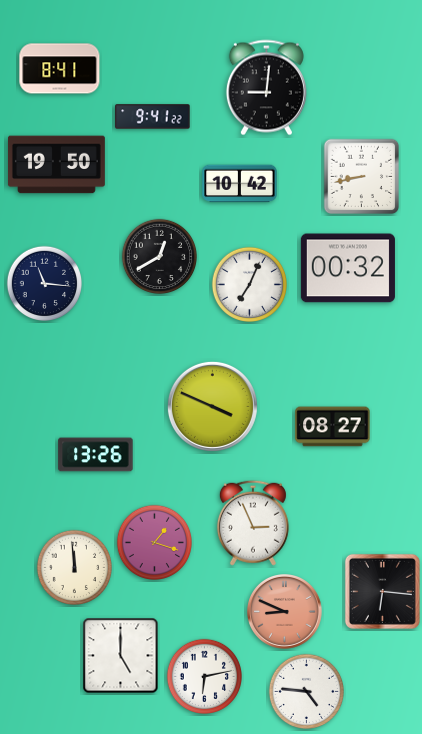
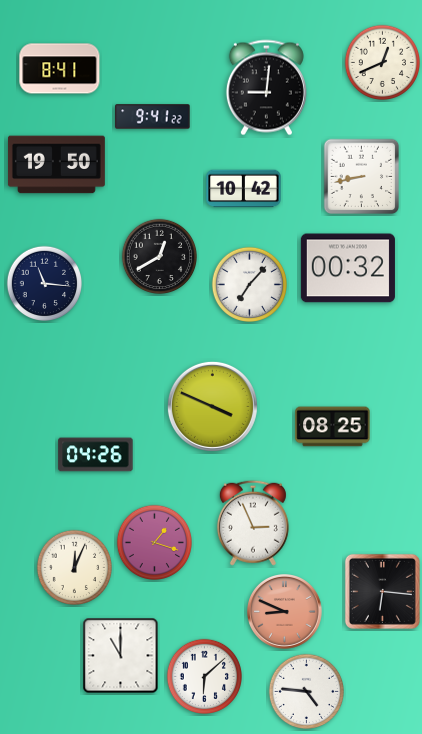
clock at (382, 62): none -> 12:41
clock at (240, 184) position: (240, 184) -> (244, 189)
clock at (249, 284): 7:04 -> 7:07
clock at (333, 427): 08:27 -> 08:25
clock at (96, 455): 13:26 -> 04:26
clock at (74, 567): 11:59 -> 12:04
clock at (121, 656): 5:00 -> 11:00
clock at (204, 676): 6:13 -> 6:08
